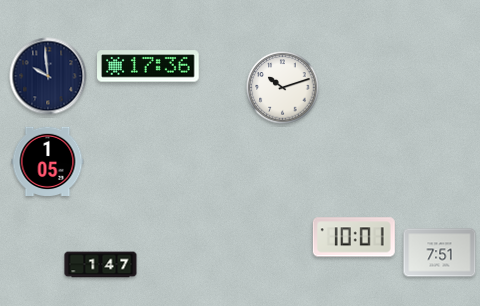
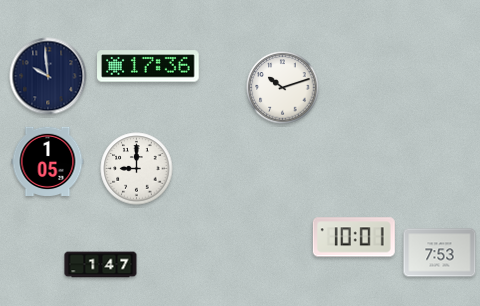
clock at (137, 169): none -> 9:00
clock at (440, 253): 7:51 -> 7:53
